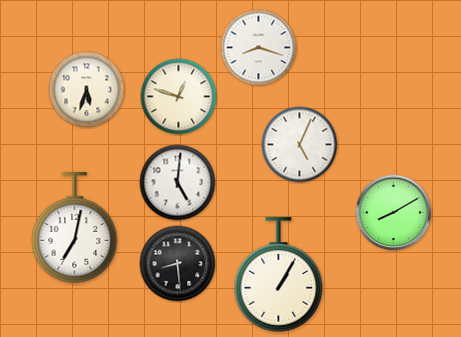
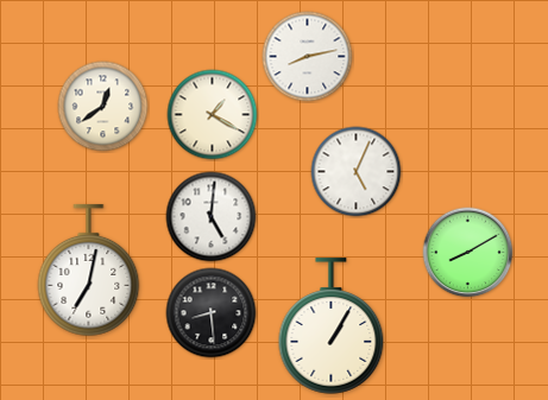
clock at (259, 48): 8:18 -> 8:13
clock at (87, 90): 5:33 -> 12:39
clock at (179, 97): 12:48 -> 1:20
